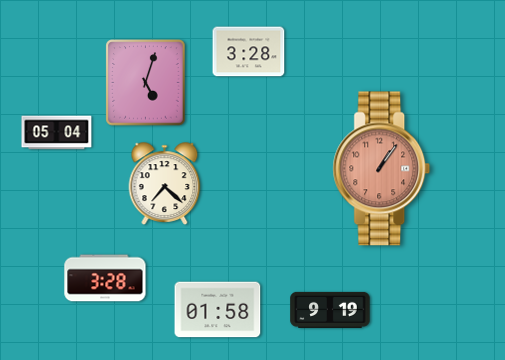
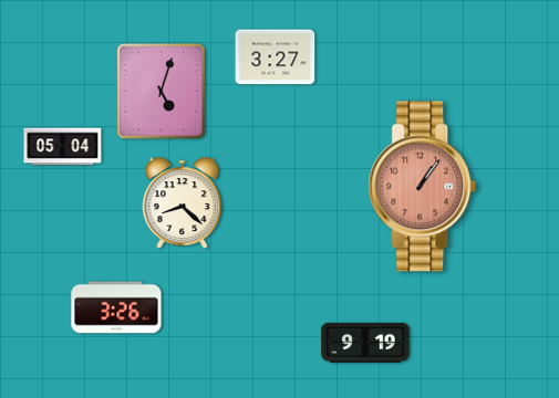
clock at (249, 52): 3:28 -> 3:27
clock at (165, 184): 7:22 -> 8:22
clock at (105, 278): 3:28 -> 3:26
clock at (218, 310): 01:58 -> none
